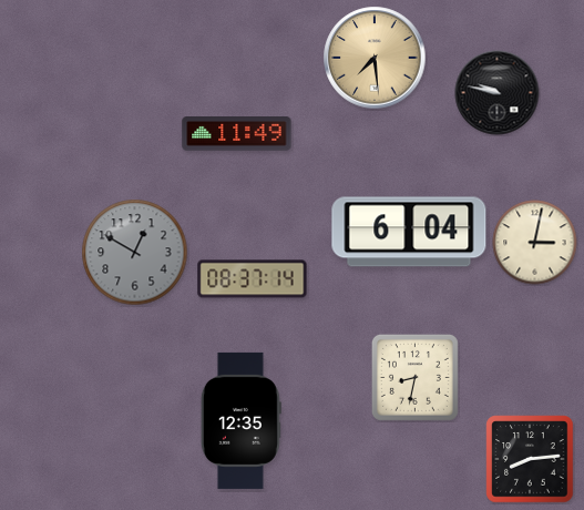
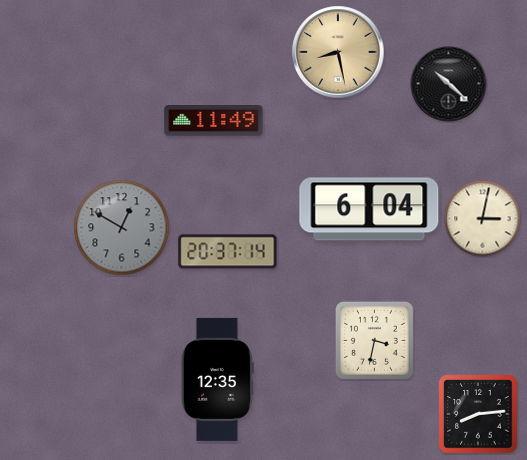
clock at (375, 58): 7:29 -> 8:28
clock at (498, 93): 9:47 -> 10:22
clock at (253, 279): 08:37 -> 20:37
clock at (414, 377): 8:32 -> 3:32
